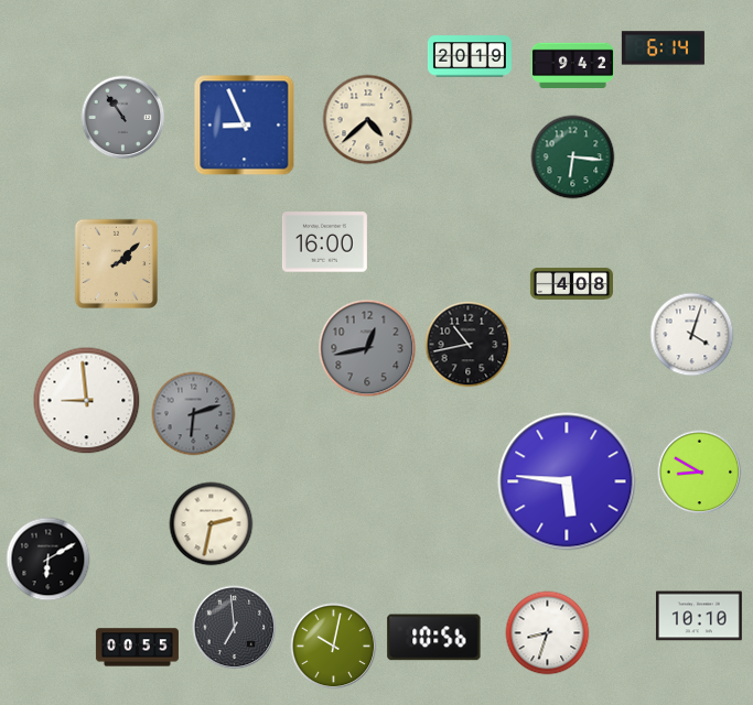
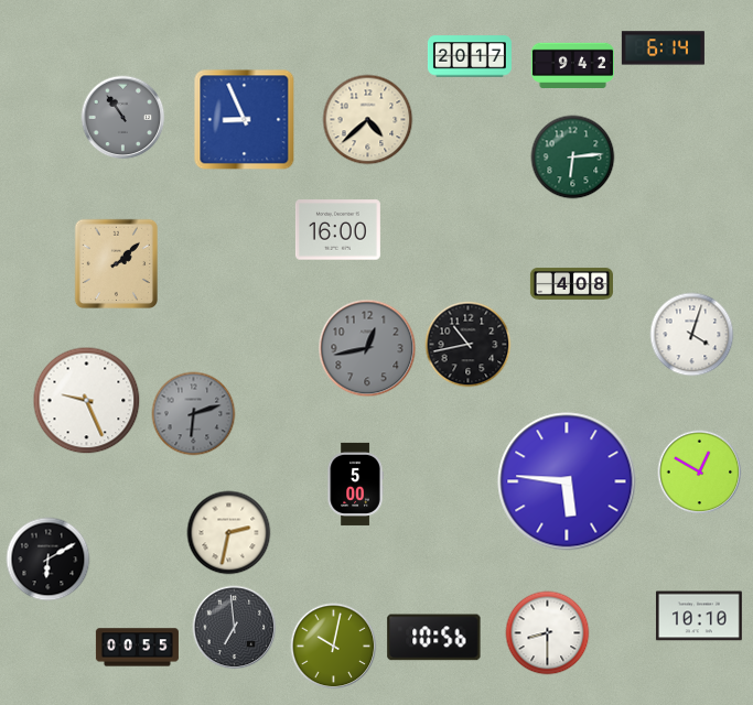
clock at (470, 56): 20:19 -> 20:17
clock at (245, 126) position: (245, 126) -> (245, 120)
clock at (573, 158): 6:16 -> 6:14
clock at (324, 242) position: (324, 242) -> (337, 230)
clock at (87, 401): 8:59 -> 9:26
clock at (700, 473): 8:50 -> 12:50
clock at (355, 484): none -> 5:00
clock at (212, 524) position: (212, 524) -> (229, 533)
clock at (548, 633): 8:33 -> 8:30
